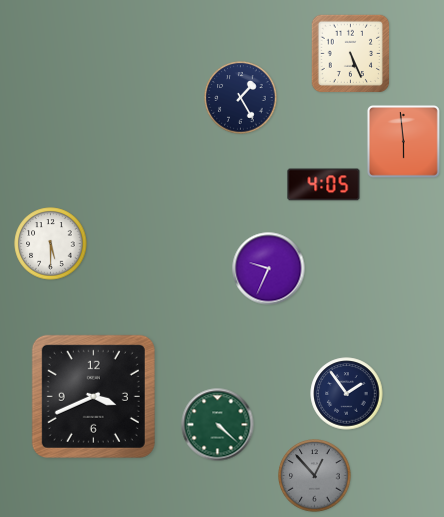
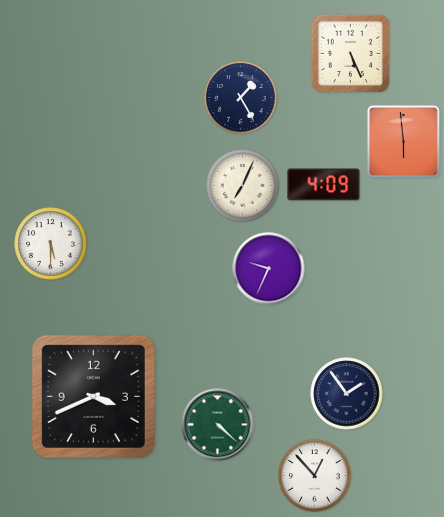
clock at (324, 185): 4:05 -> 4:09
clock at (243, 186): none -> 7:04
clock at (315, 476) dial: grey -> white
